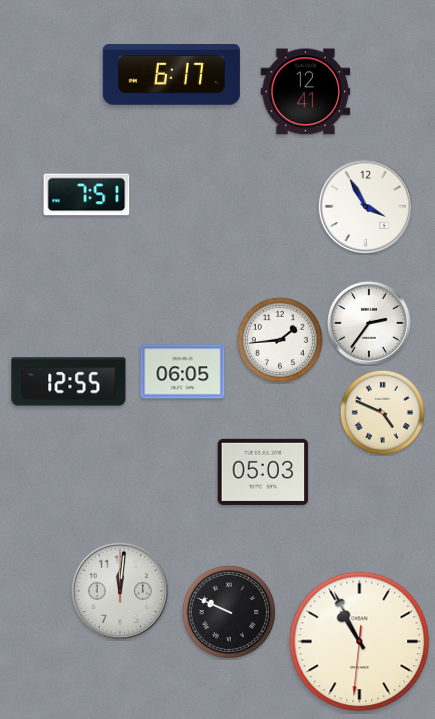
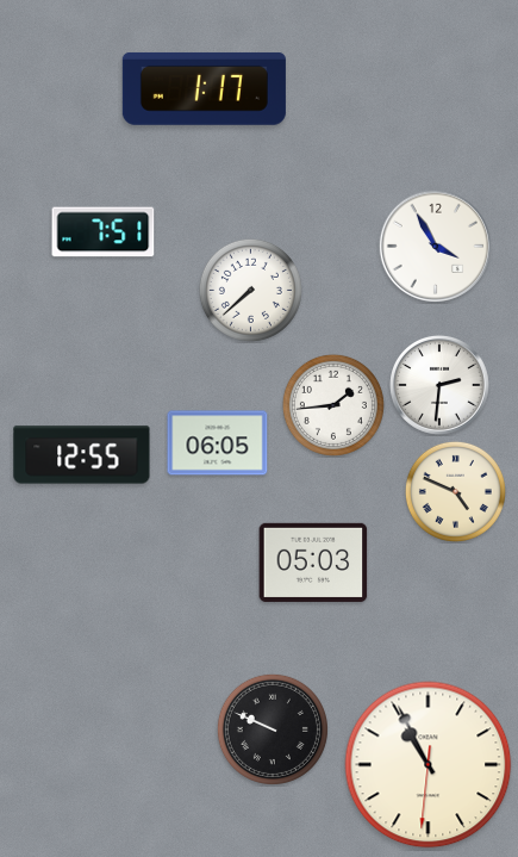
clock at (171, 74): 6:17 -> 1:17
clock at (306, 92): 12:41 -> none
clock at (250, 290): none -> 7:38
clock at (370, 324): 2:36 -> 2:31
clock at (120, 591): 12:01 -> none
